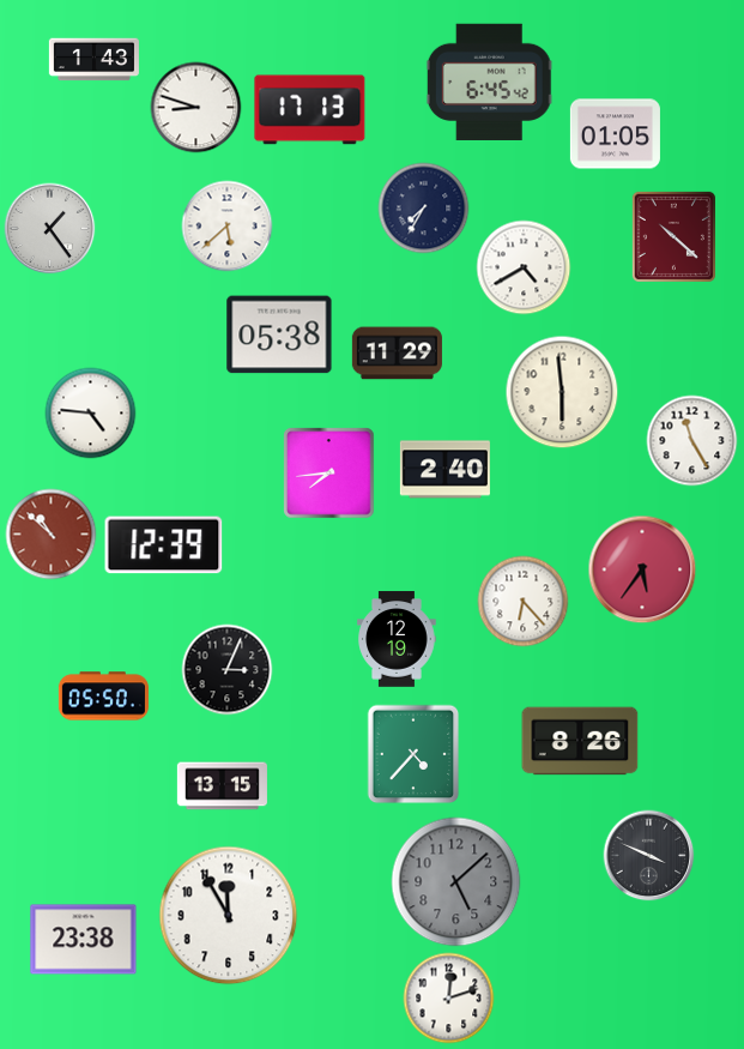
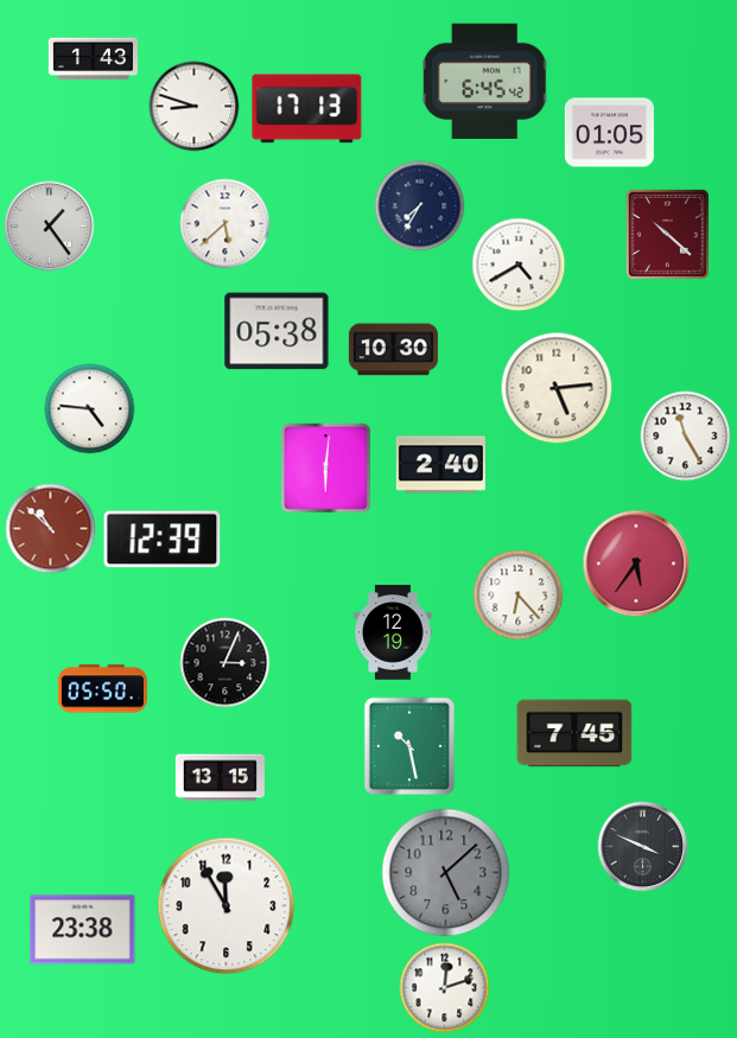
clock at (397, 354): 11:29 -> 10:30
clock at (562, 392): 5:59 -> 5:14
clock at (329, 474): 7:44 -> 6:01
clock at (580, 741): 8:26 -> 7:45
clock at (413, 754): 4:37 -> 10:28
clock at (456, 882) position: (456, 882) -> (446, 873)
